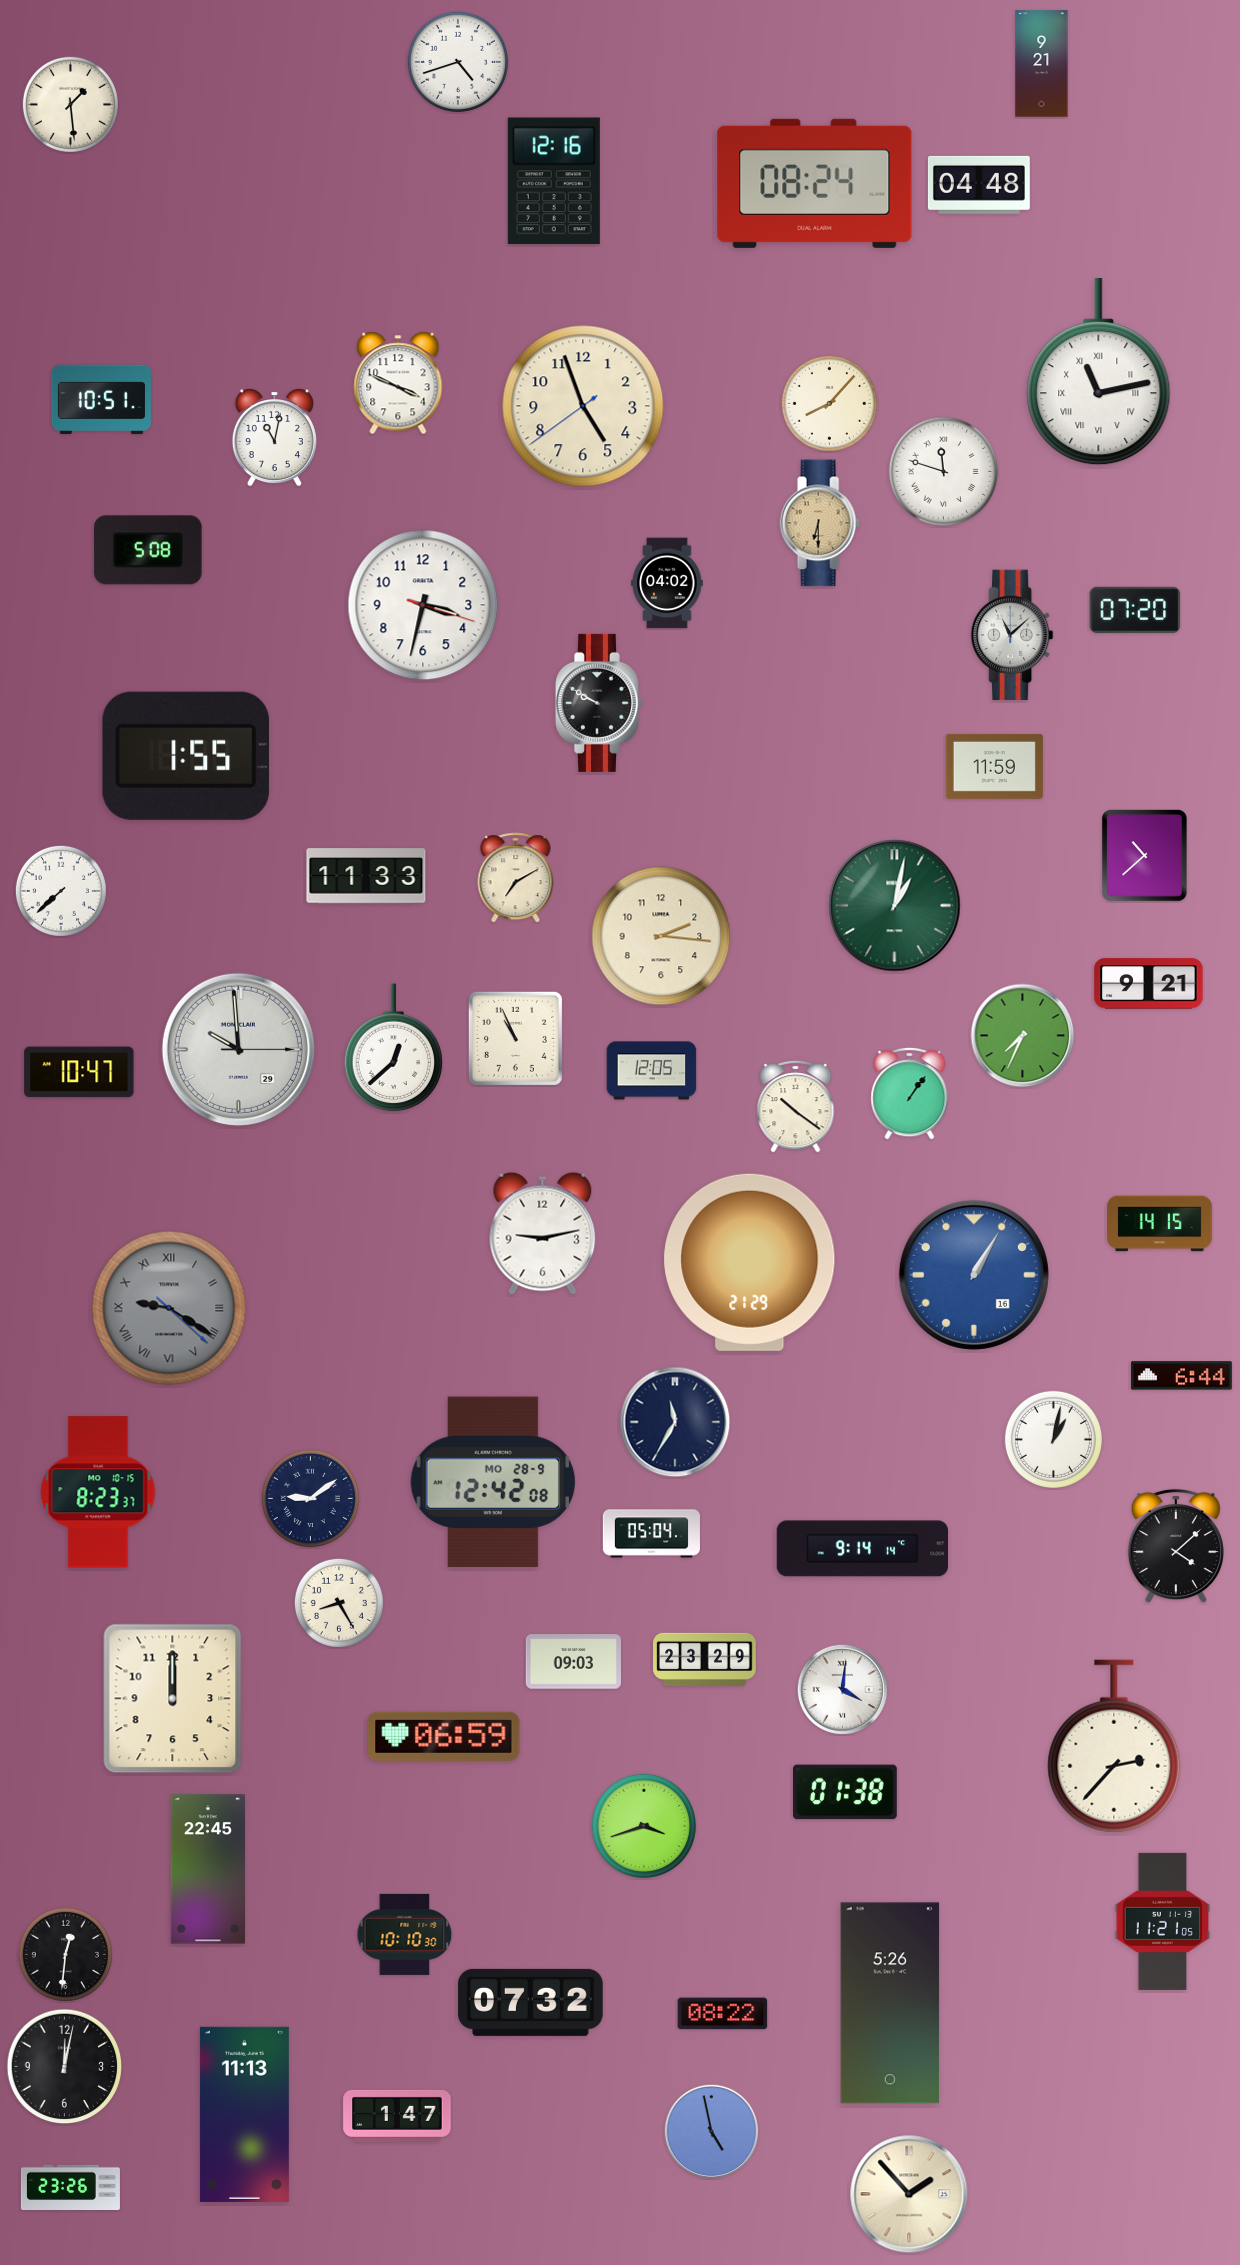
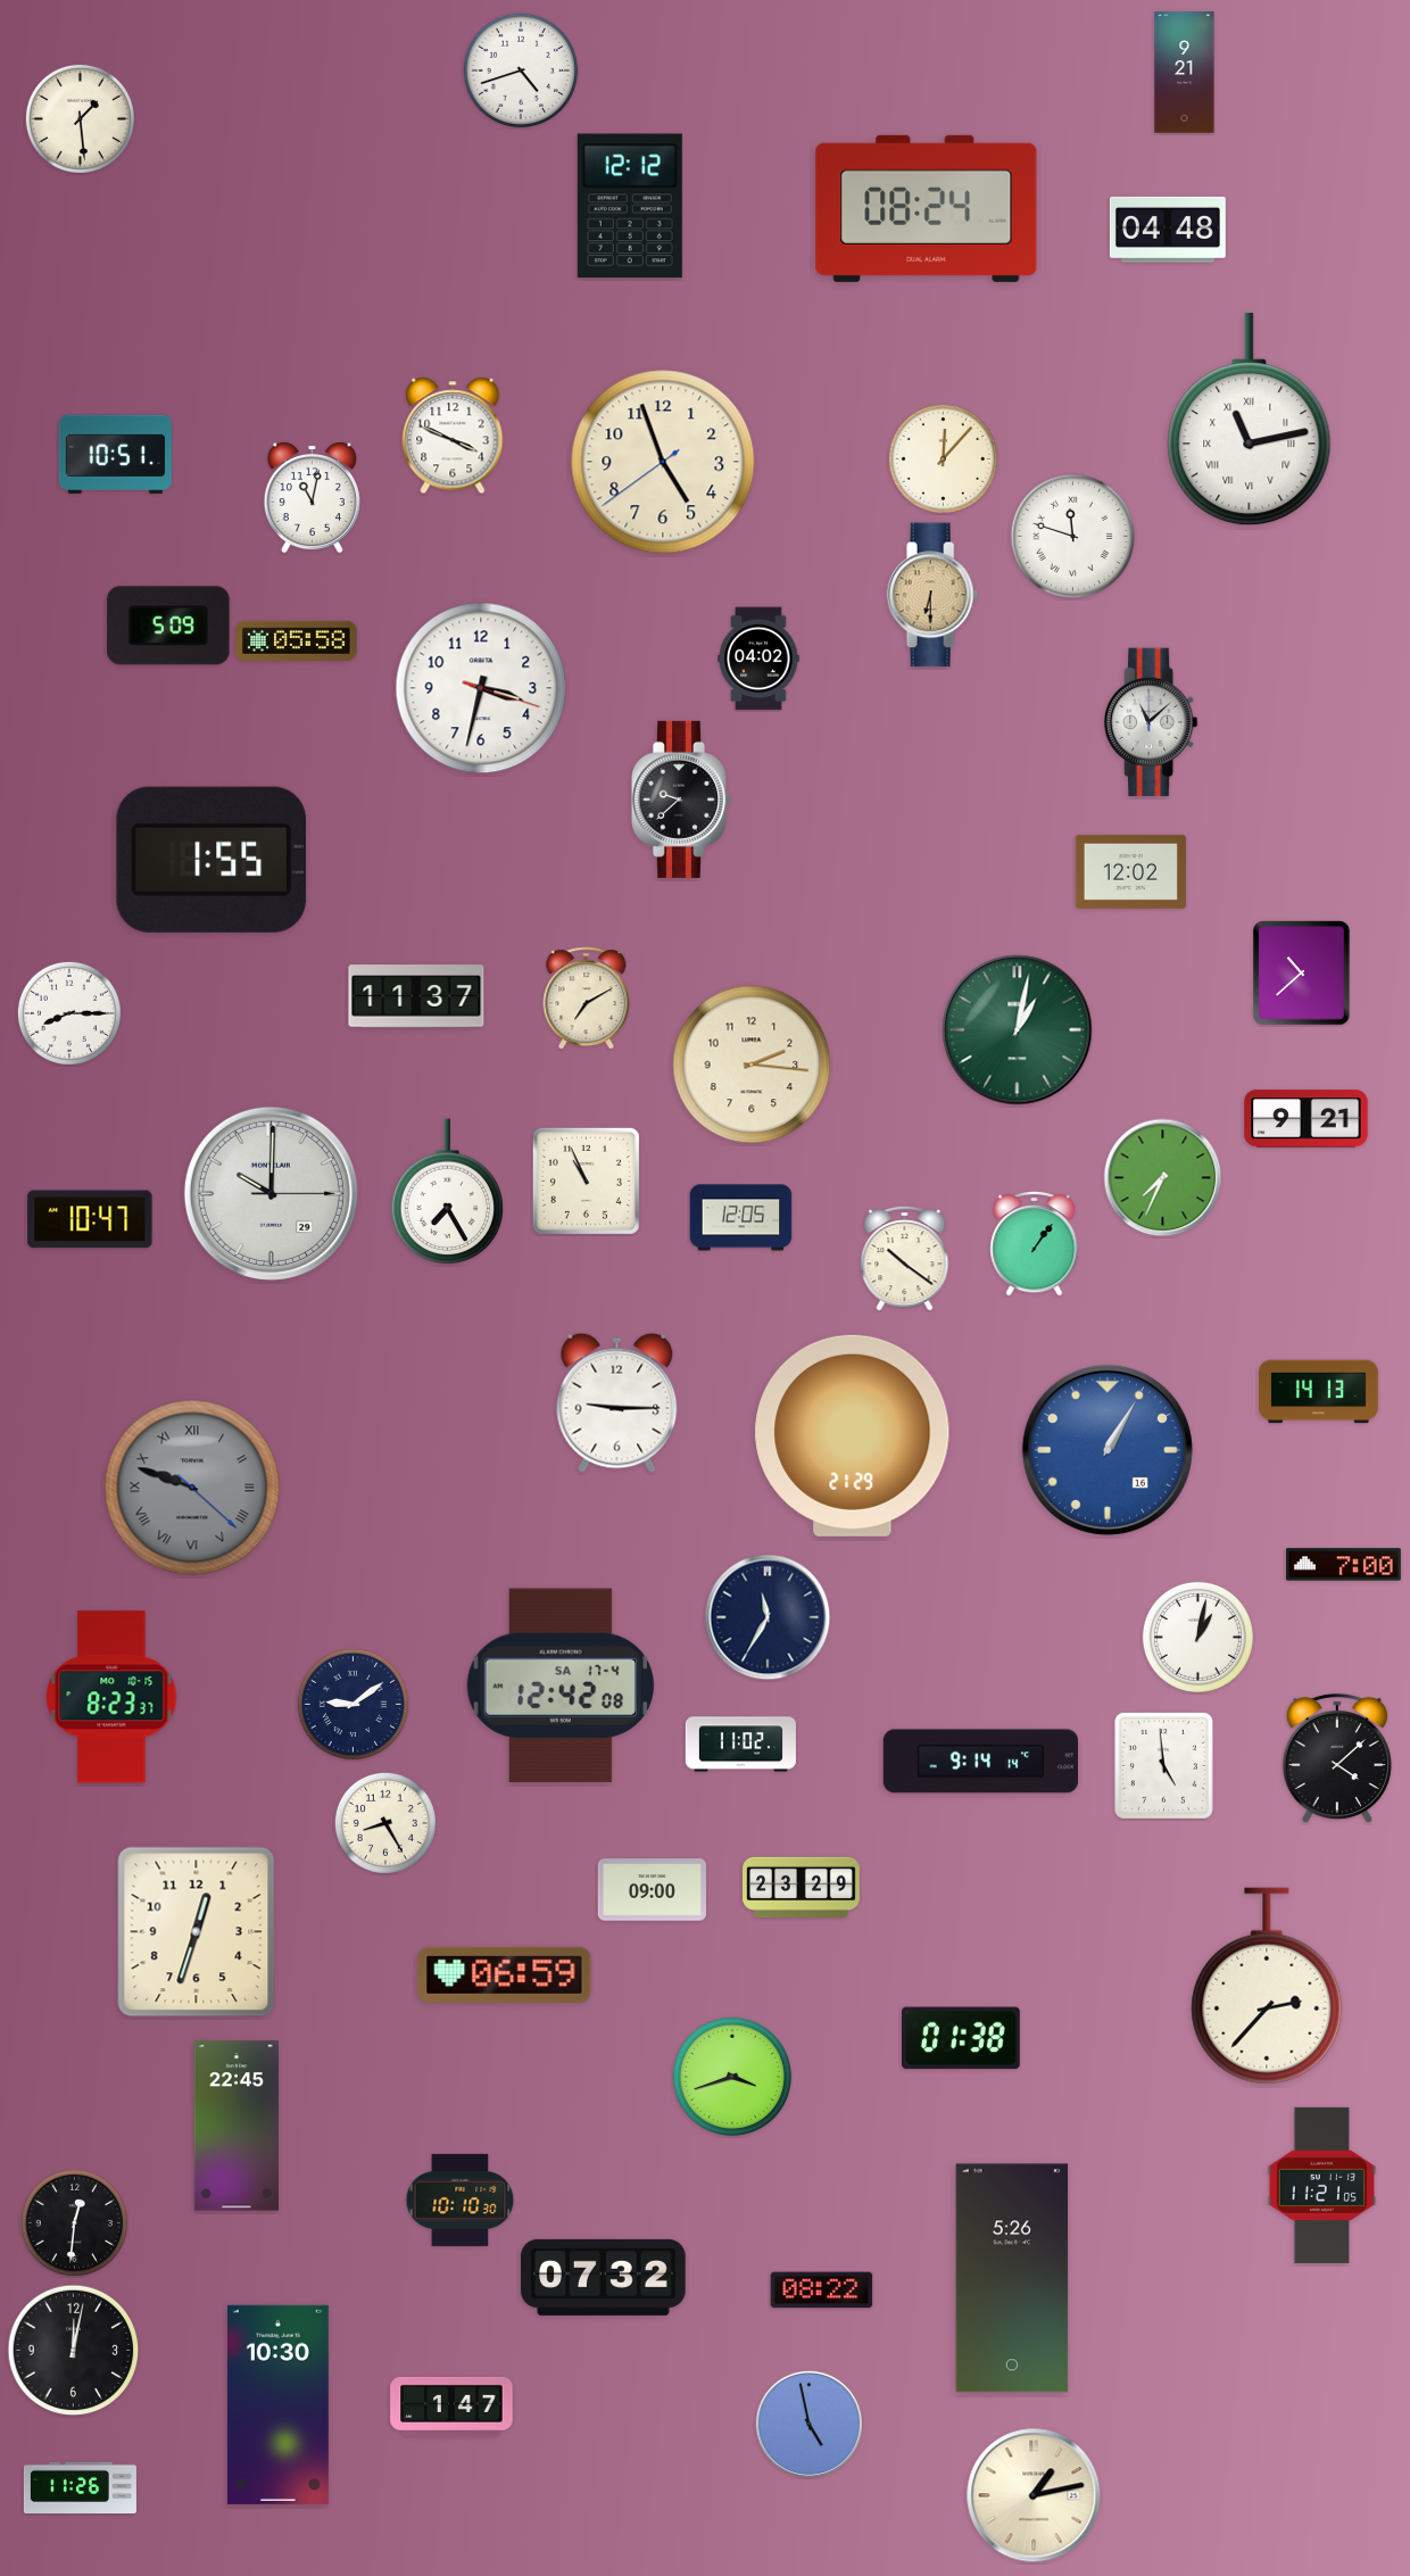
clock at (554, 181): 12:16 -> 12:12
clock at (979, 185) position: (979, 185) -> (1168, 230)
clock at (1099, 372) position: (1099, 372) -> (1250, 420)
clock at (829, 403): 8:07 -> 12:07
clock at (148, 550): 5:08 -> 5:09
clock at (297, 640): none -> 05:58
clock at (667, 583) position: (667, 583) -> (758, 659)
clock at (1135, 610): 07:20 -> none
clock at (599, 703): 9:50 -> 9:38
clock at (994, 766): 11:59 -> 12:02
clock at (366, 876): 11:33 -> 11:37
clock at (61, 891): 7:38 -> 8:15
clock at (394, 1048): 12:38 -> 7:25
clock at (238, 1049): 9:59 -> 10:00
clock at (1160, 1224): 14:15 -> 14:13
clock at (543, 1233): 9:13 -> 9:15
clock at (169, 1308): 9:20 -> 9:48
clock at (1181, 1376): 6:44 -> 7:00
clock at (493, 1482) date: MO 28-9 -> SA 17-4
clock at (651, 1534): 05:04 -> 11:02
clock at (1163, 1765): none -> 4:59
clock at (573, 1662): 09:03 -> 09:00
clock at (842, 1689): 4:01 -> none
clock at (173, 1699): 12:00 -> 12:33
clock at (244, 2114): 11:13 -> 10:30
clock at (70, 2187): 23:26 -> 11:26
clock at (909, 2194): 1:53 -> 1:13
